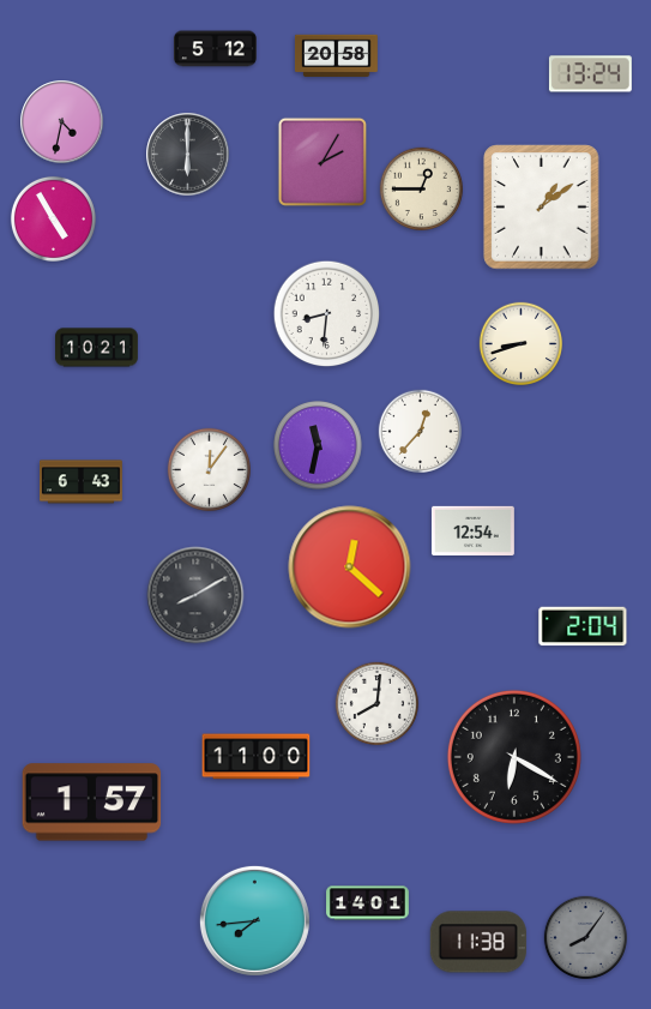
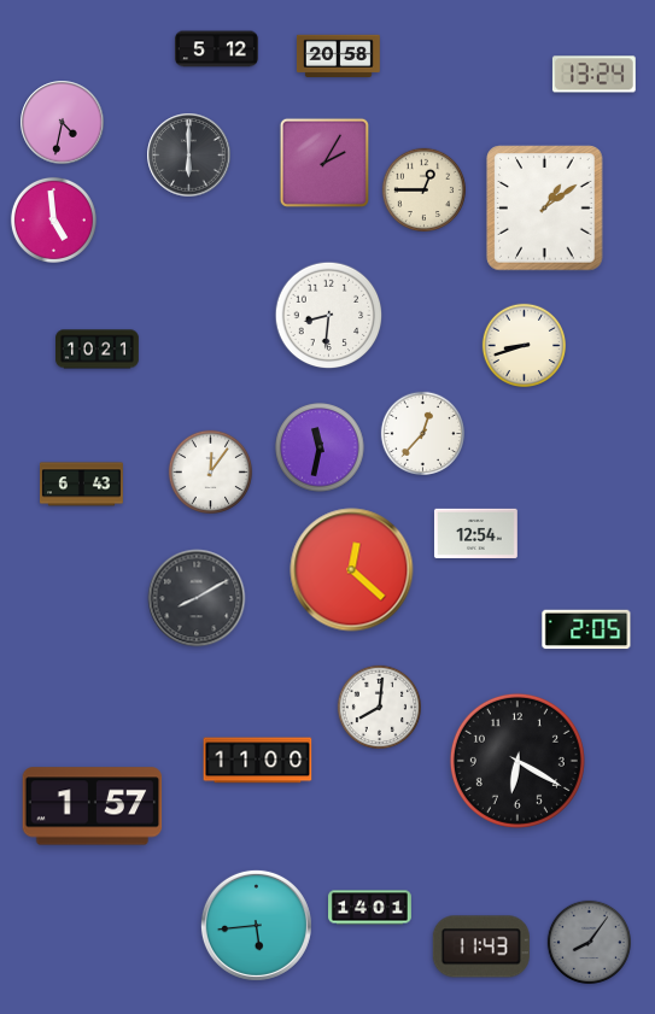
clock at (53, 218): 4:55 -> 4:59
clock at (583, 626): 2:04 -> 2:05
clock at (254, 920): 7:44 -> 5:44
clock at (478, 942): 11:38 -> 11:43
